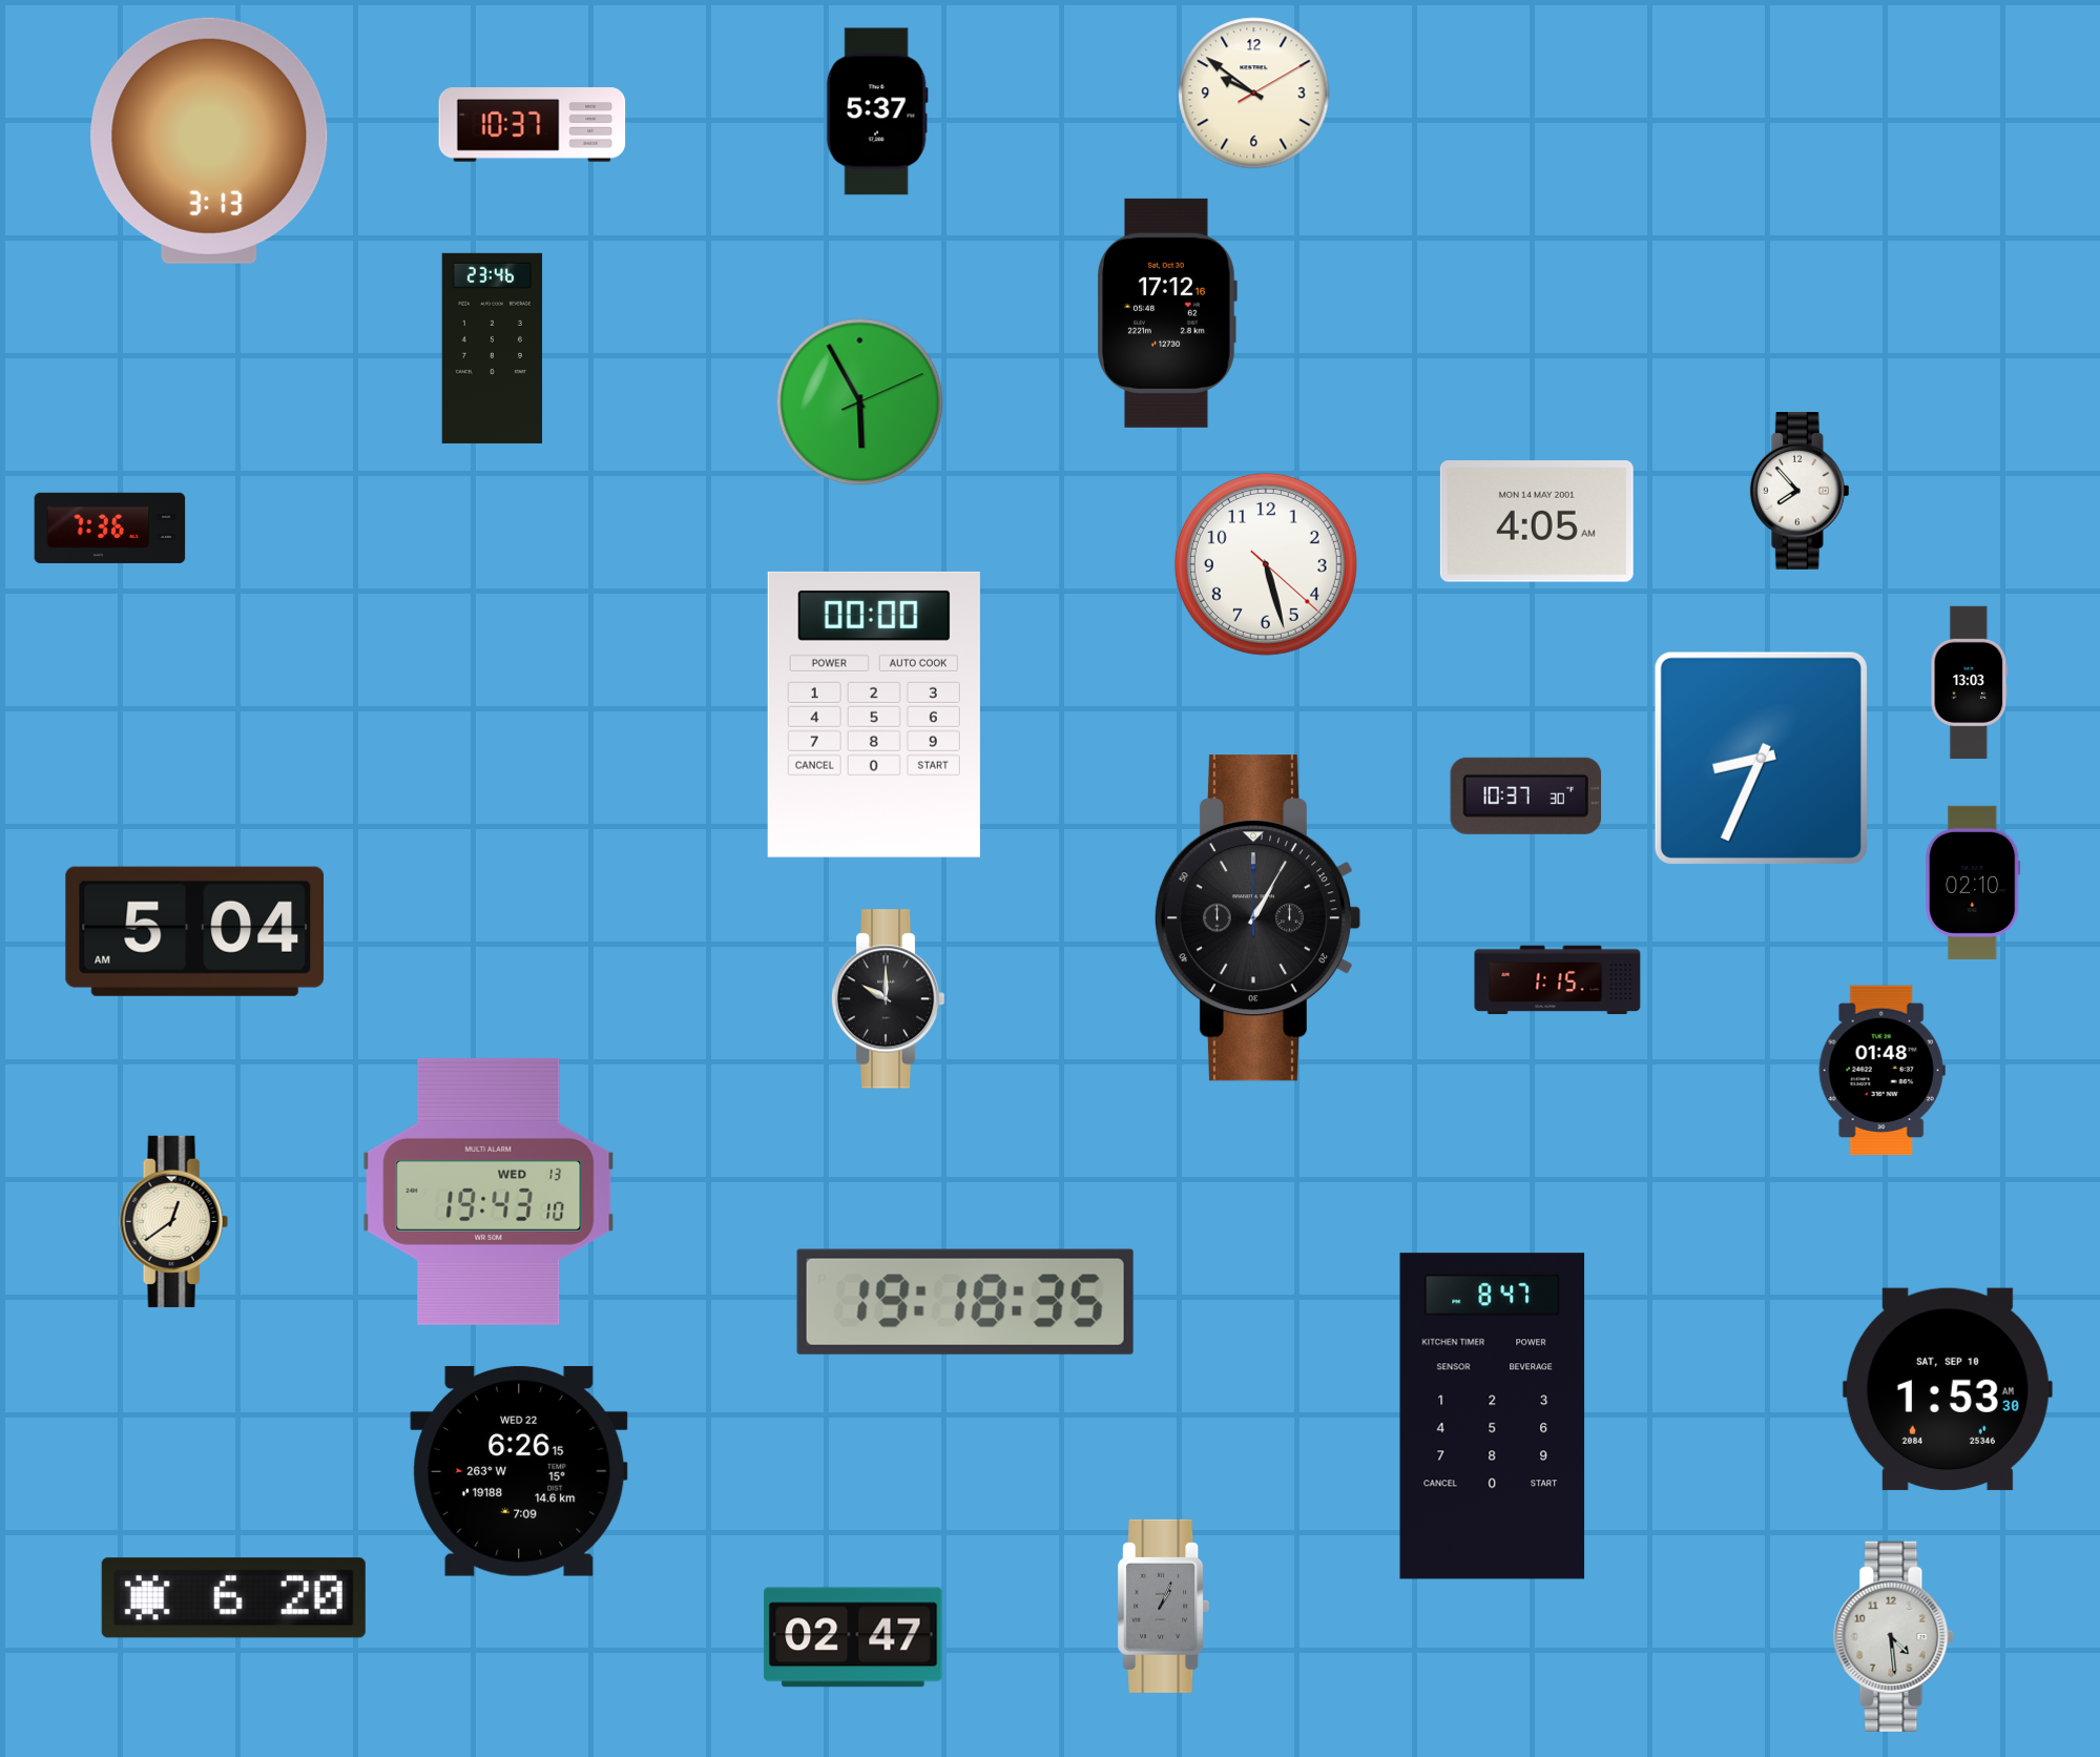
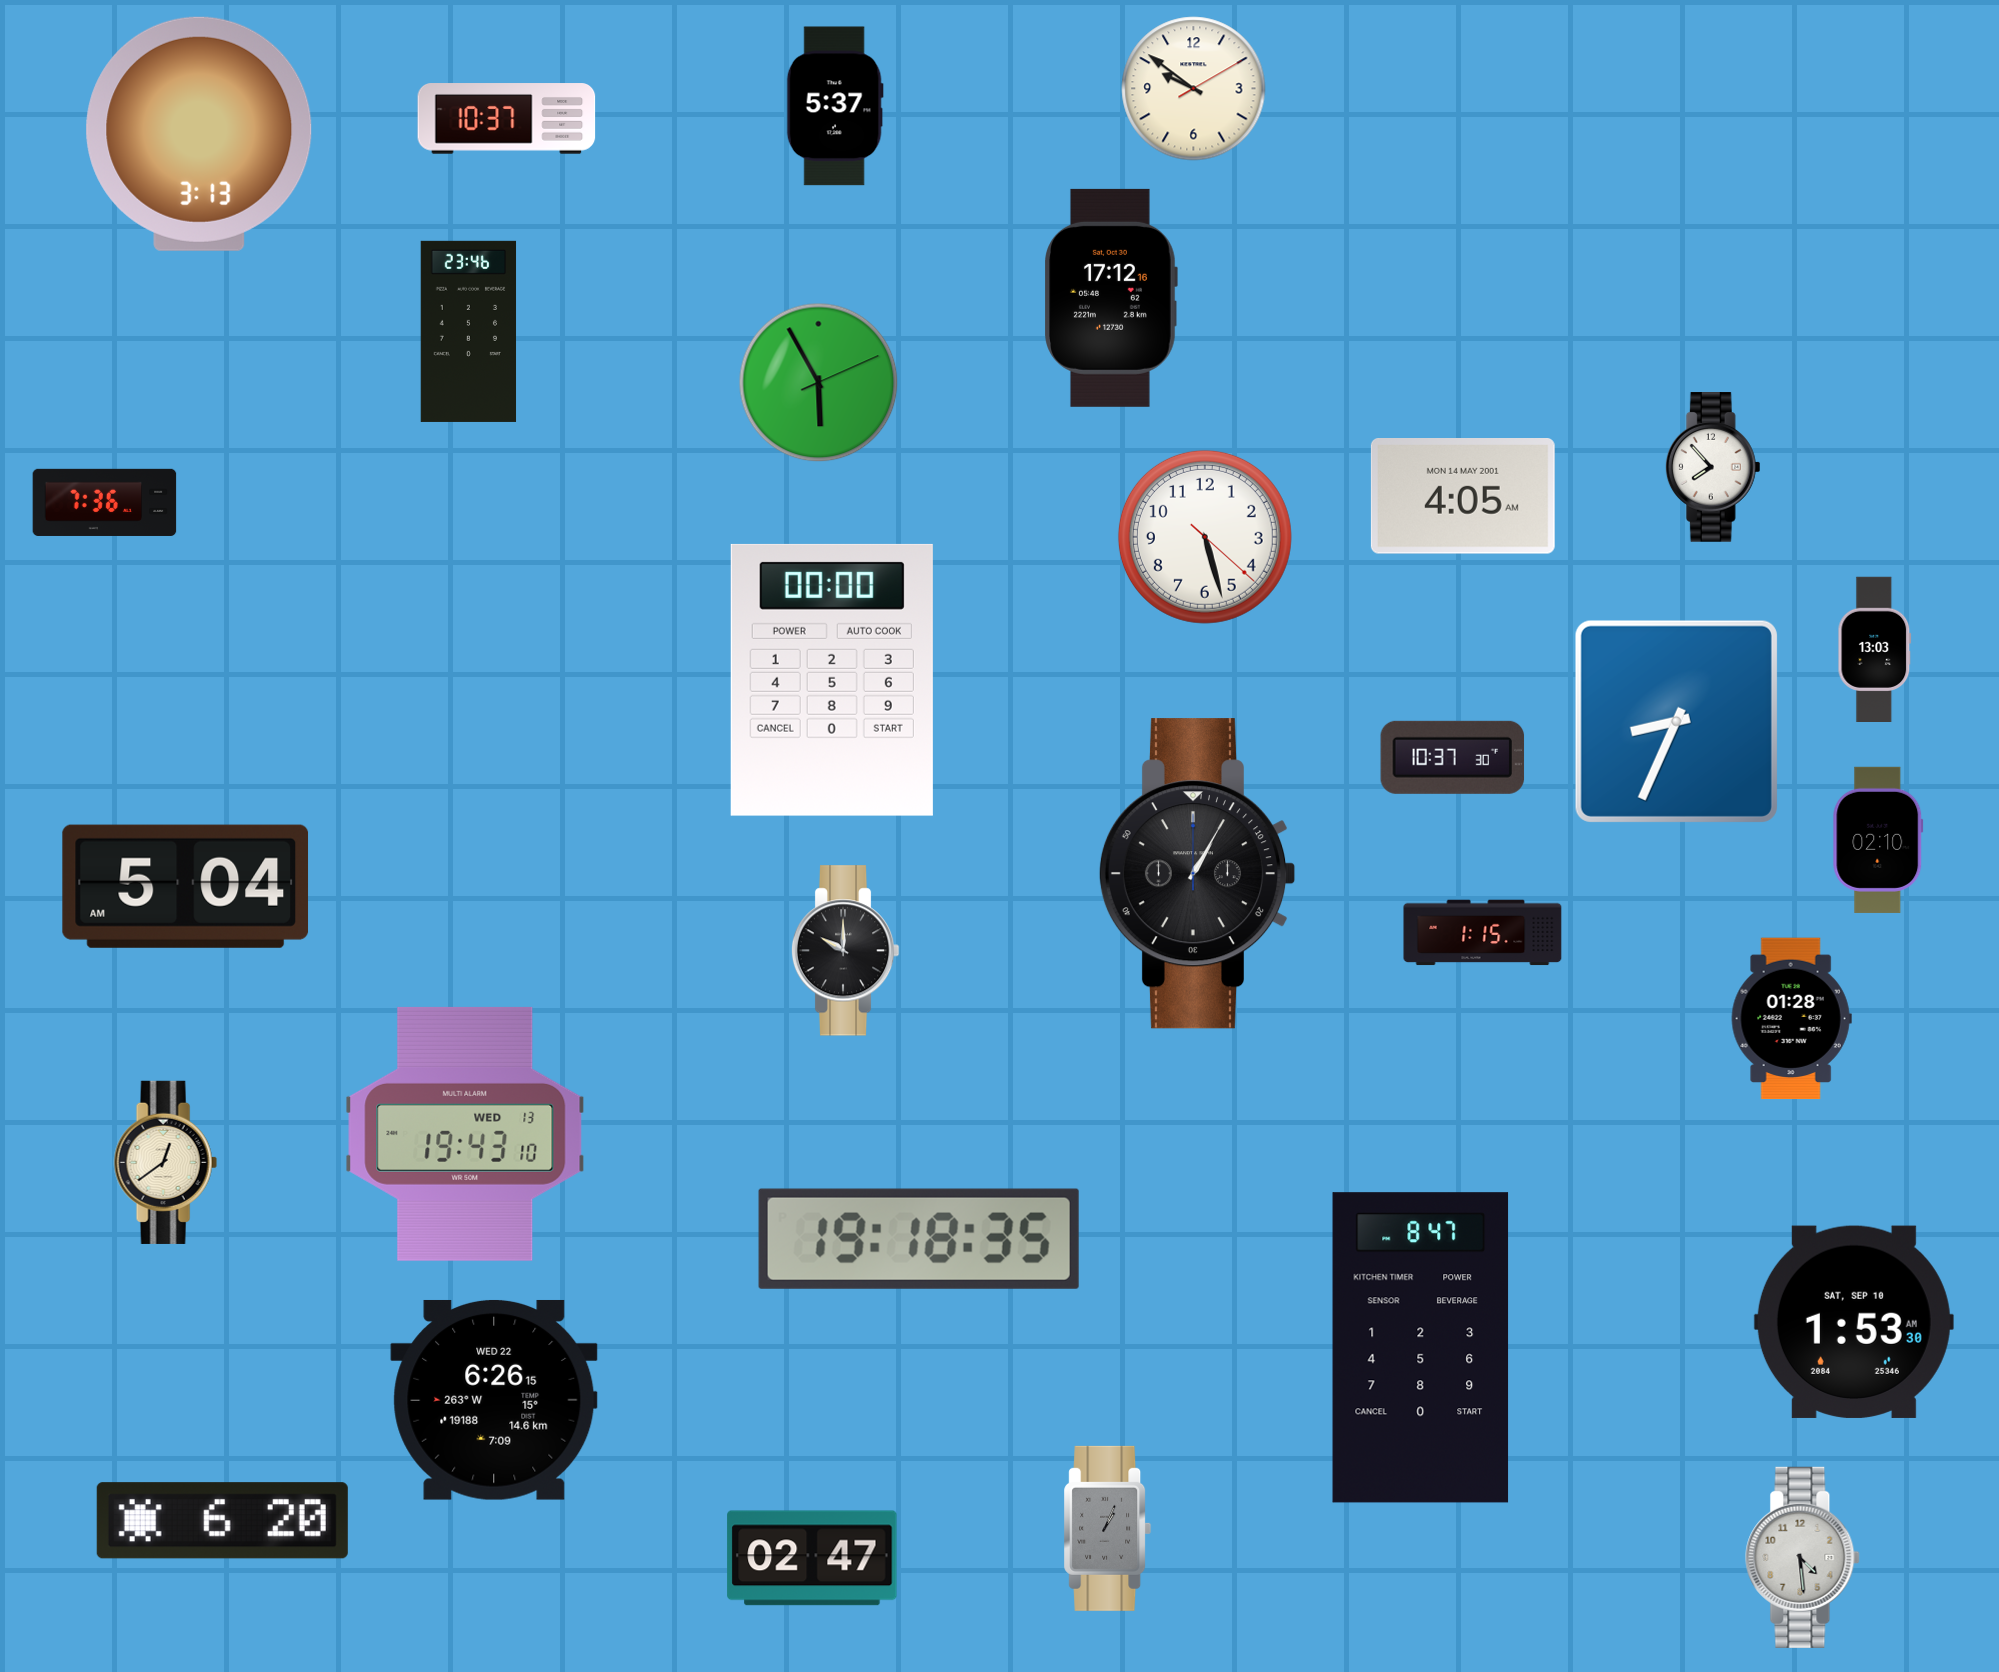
clock at (1881, 1071): 01:48 -> 01:28
